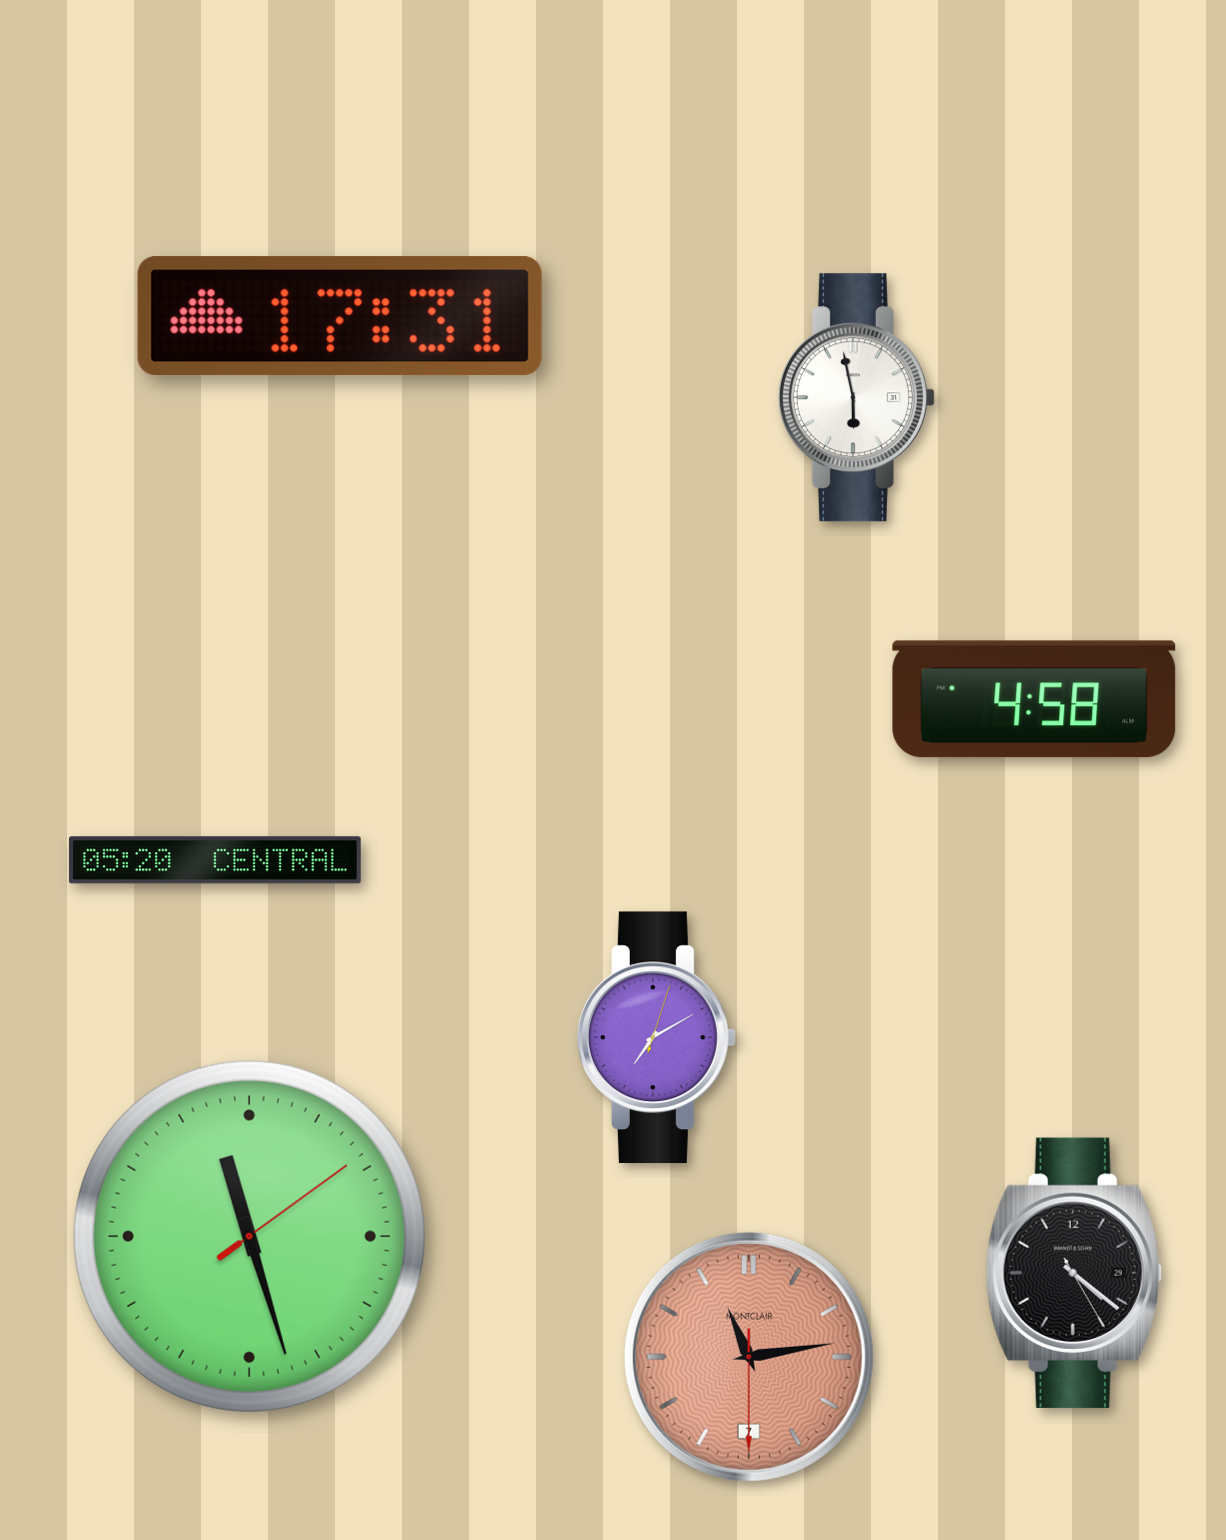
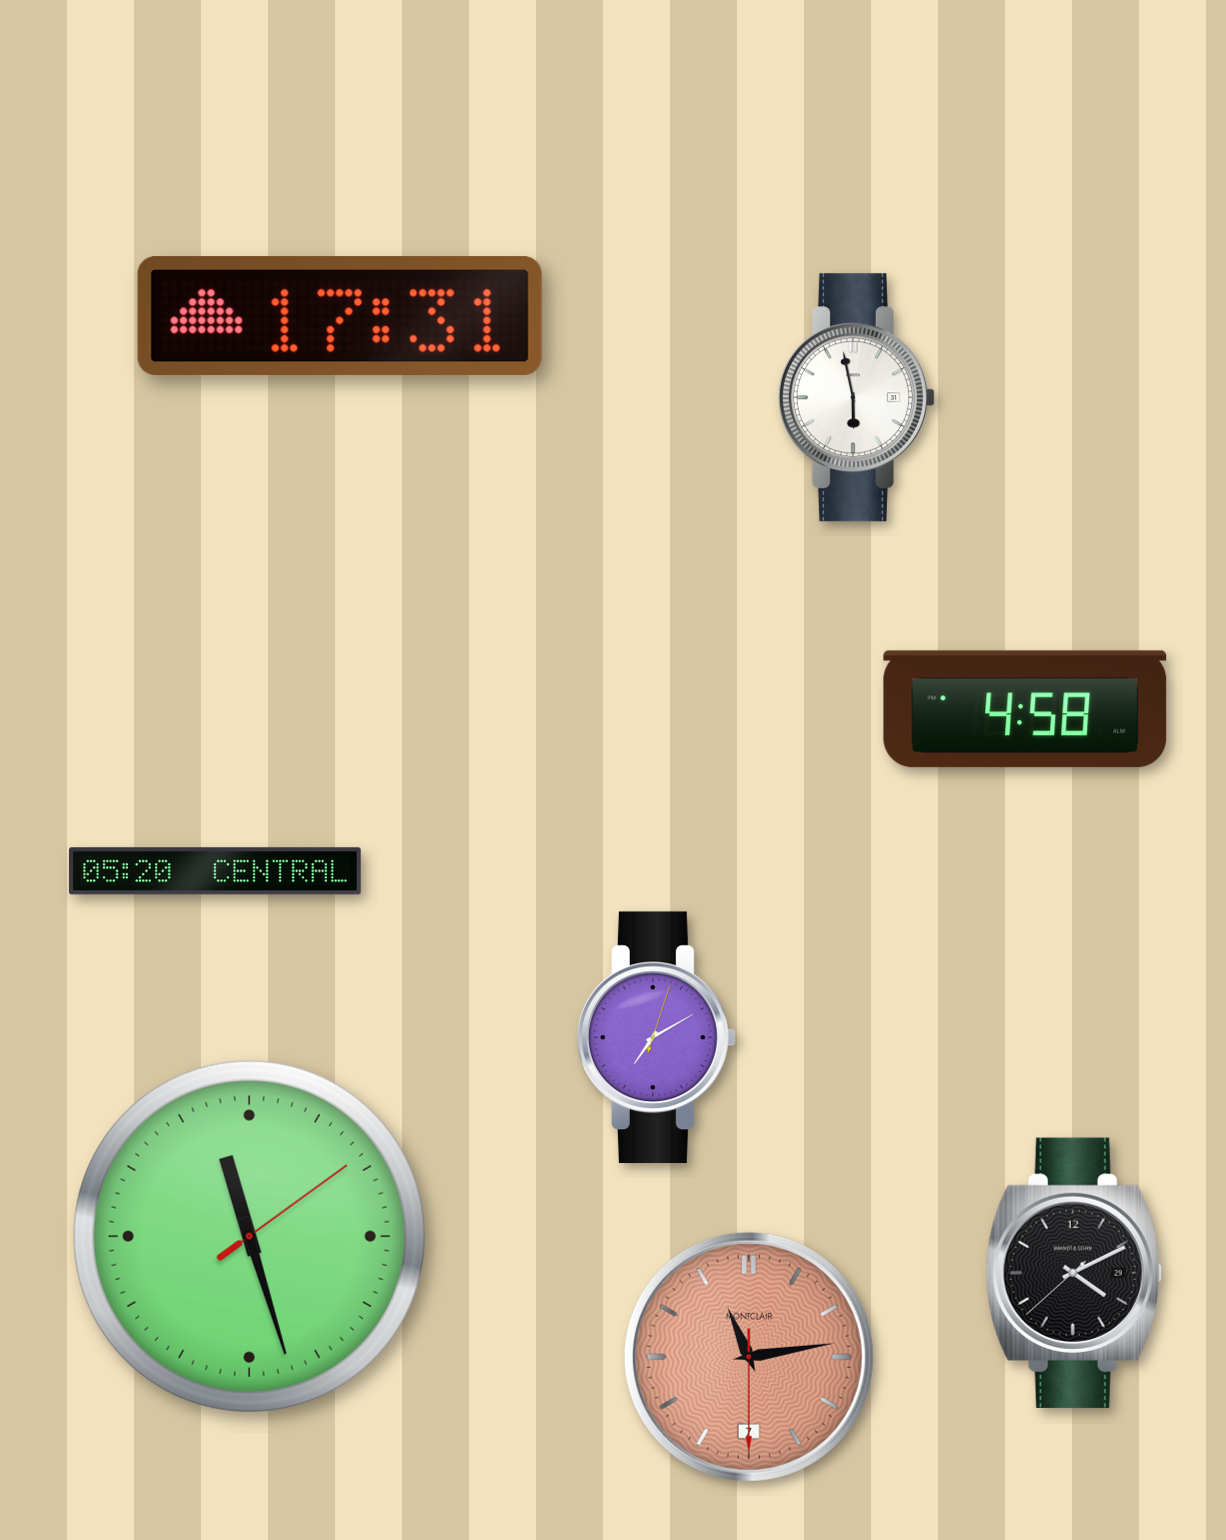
clock at (1034, 699) position: (1034, 699) -> (1025, 709)
clock at (215, 860) position: (215, 860) -> (215, 871)
clock at (1074, 1273): 4:21 -> 4:10
